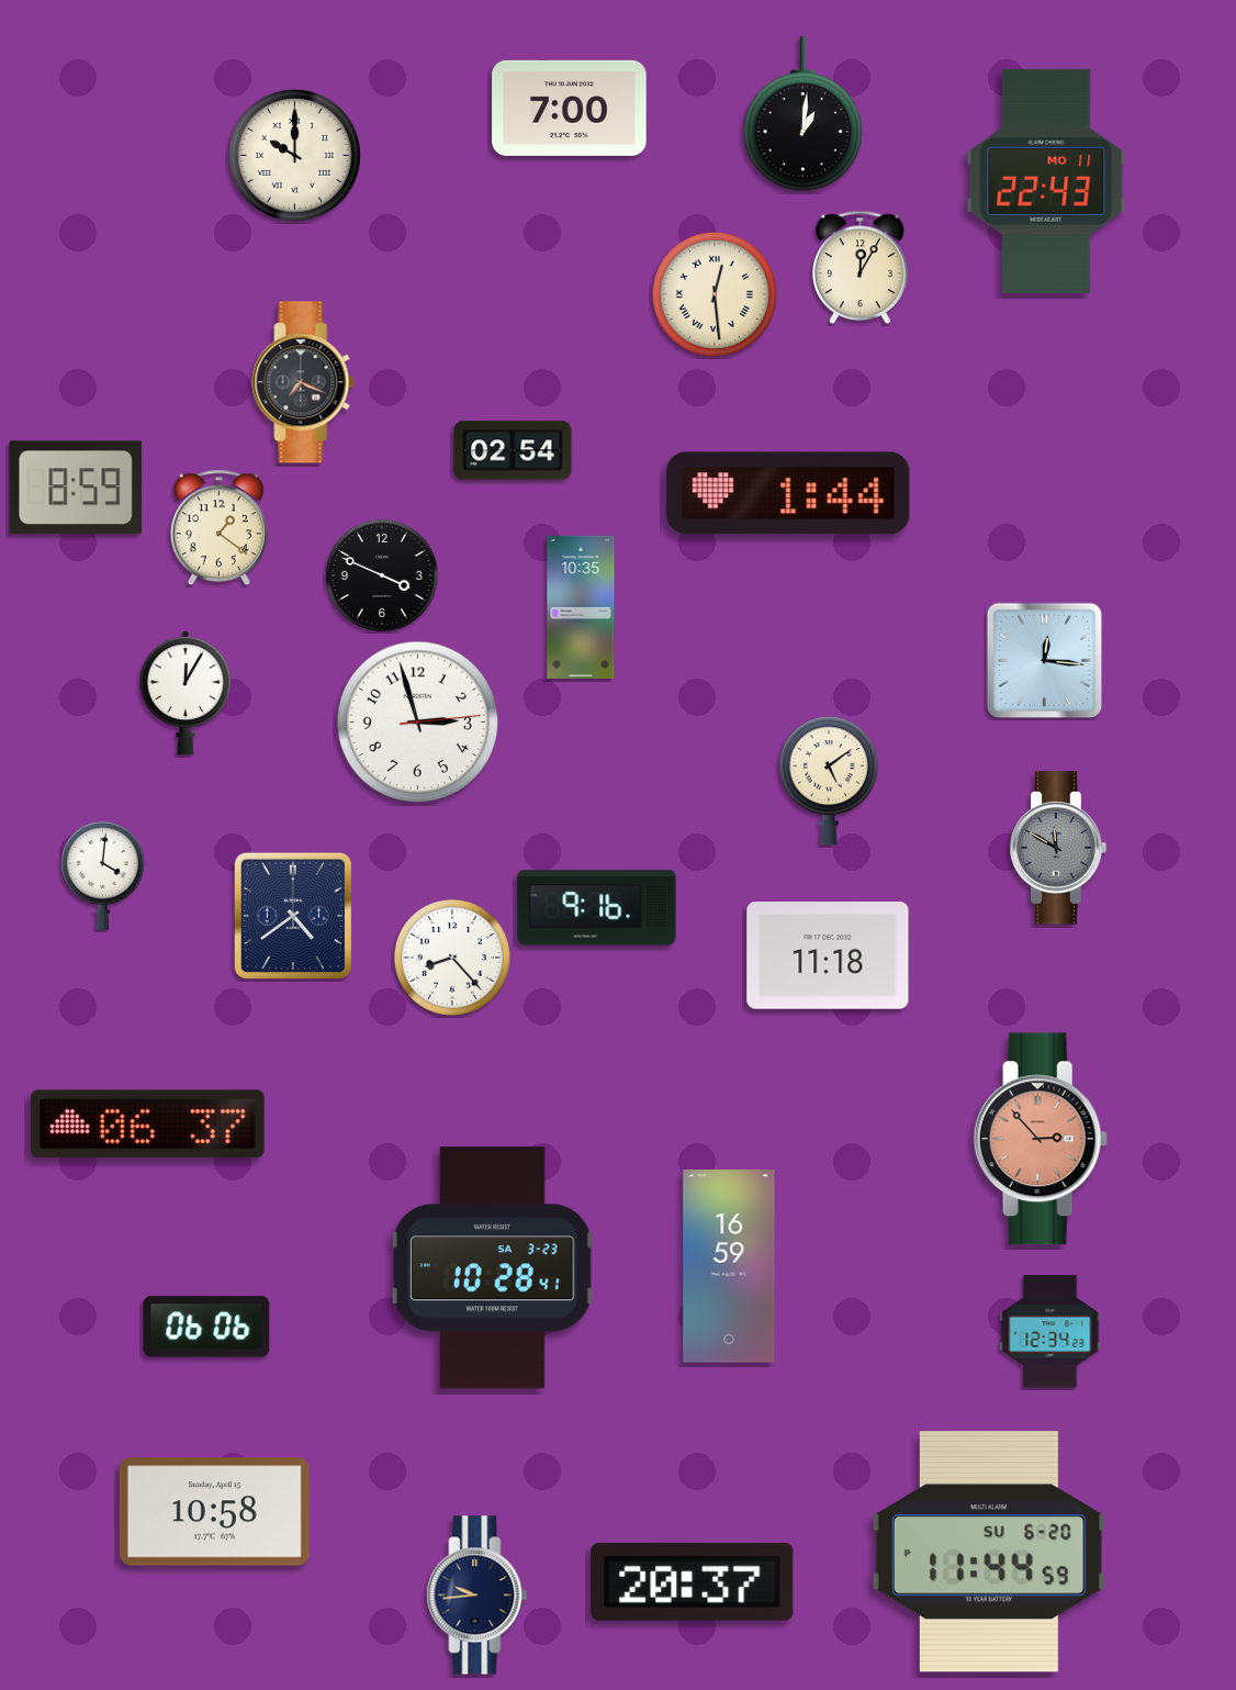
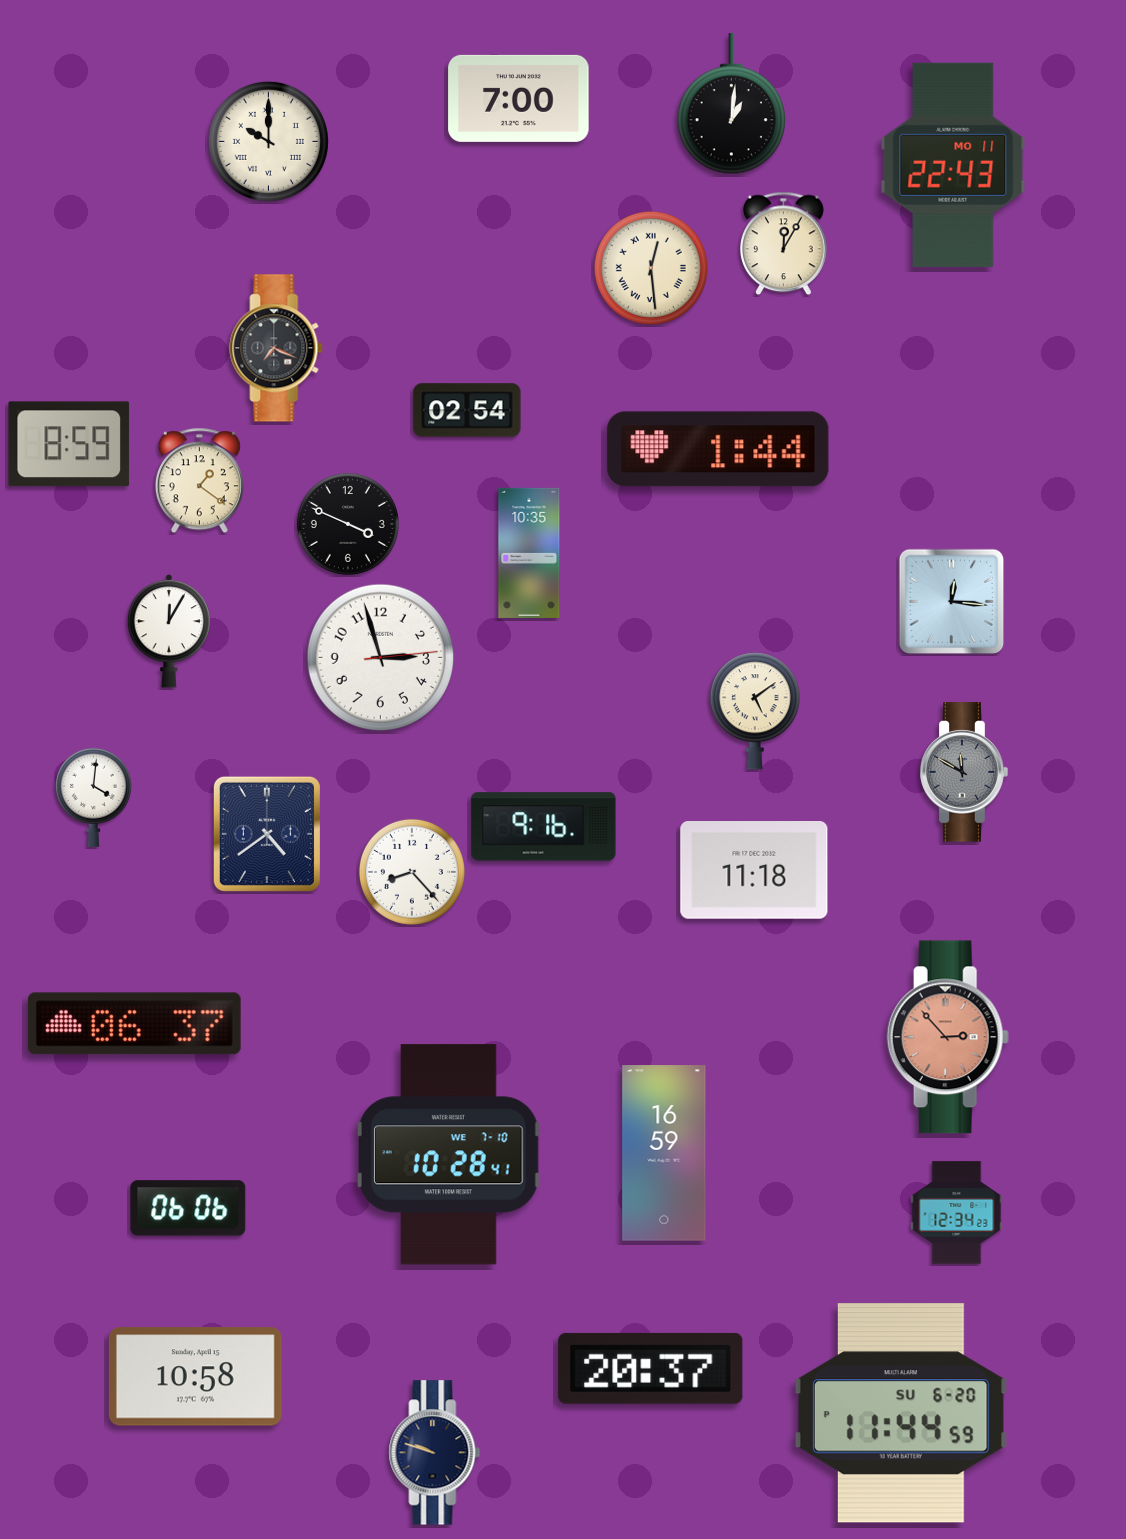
clock at (492, 1268) date: SA 3-23 -> WE 7-10
clock at (693, 1581) position: (693, 1581) -> (651, 1368)
clock at (477, 1596): 9:44 -> 9:48
